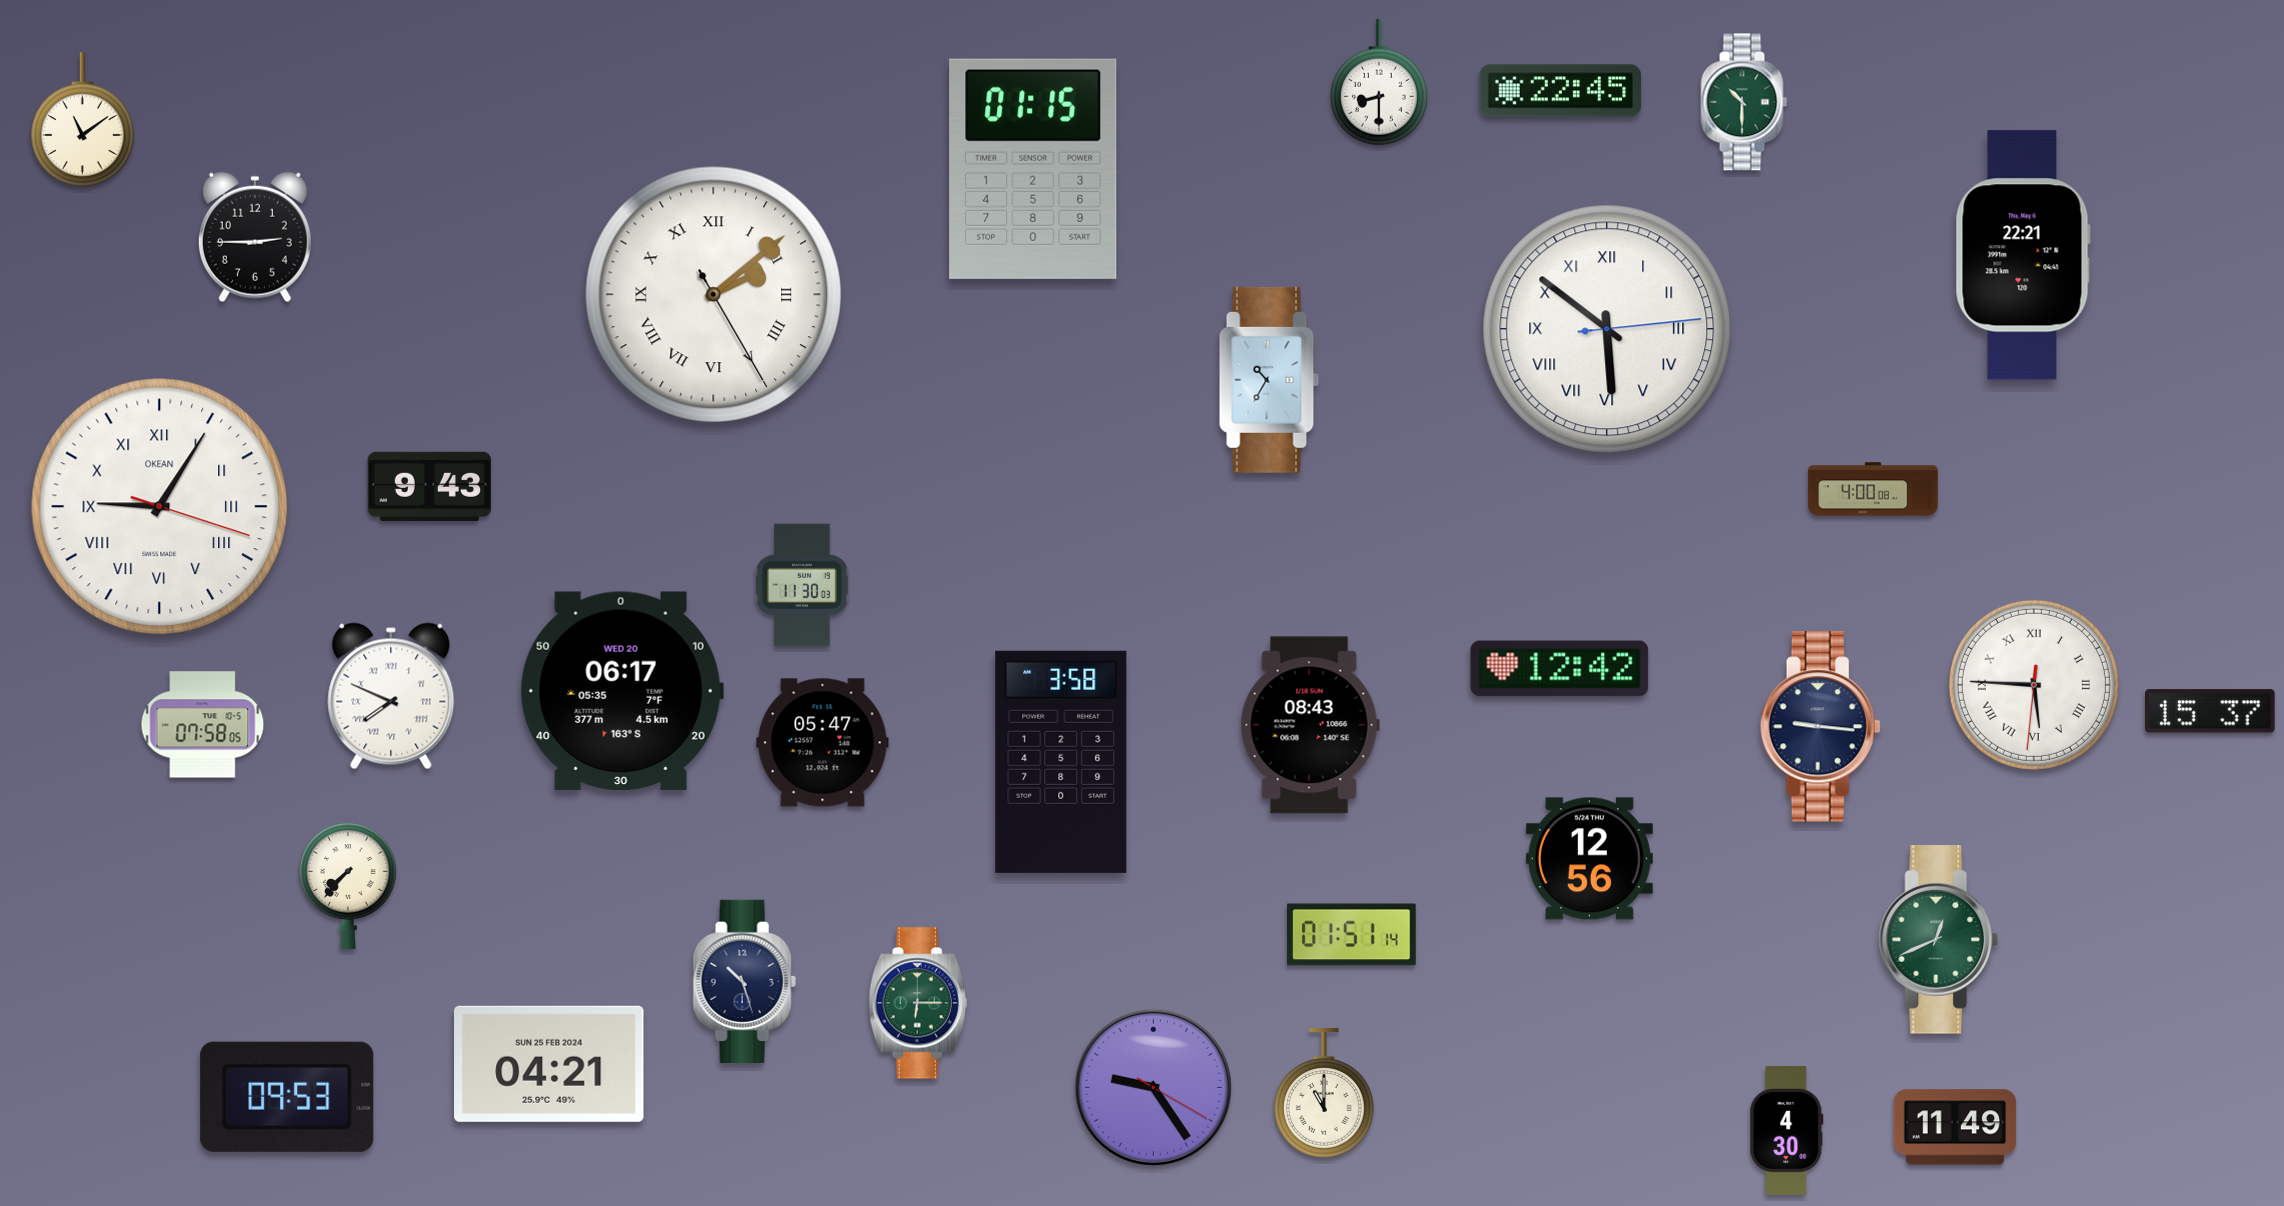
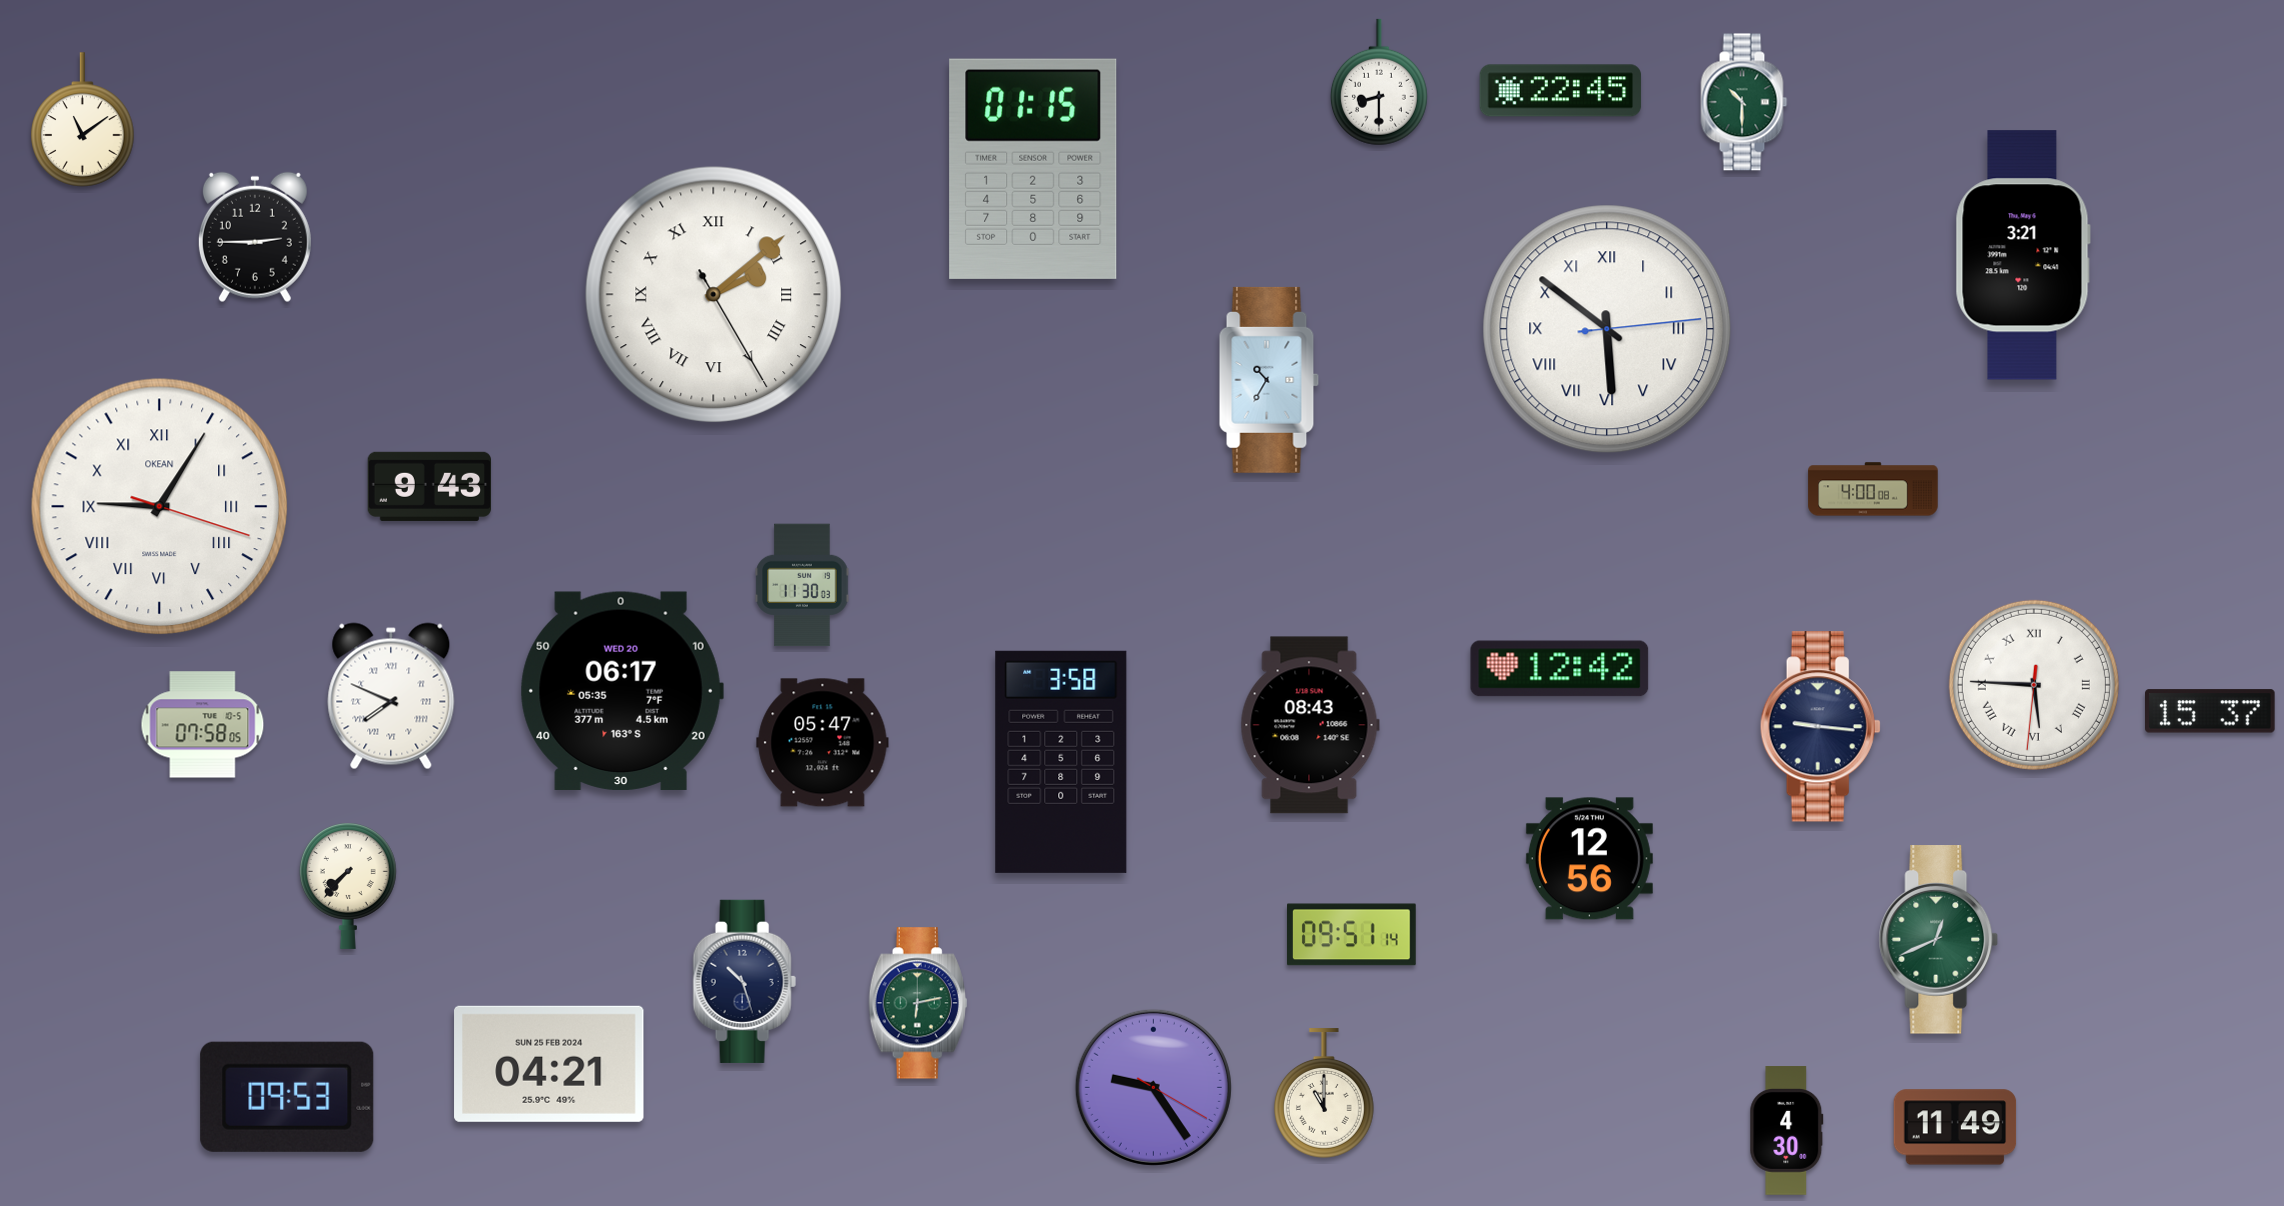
clock at (2023, 255): 22:21 -> 3:21
clock at (1352, 935): 01:51 -> 09:51
clock at (918, 1003): 6:15 -> 6:13
